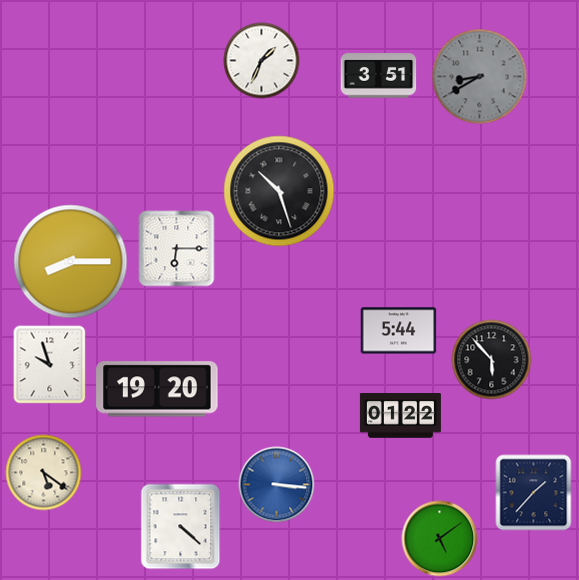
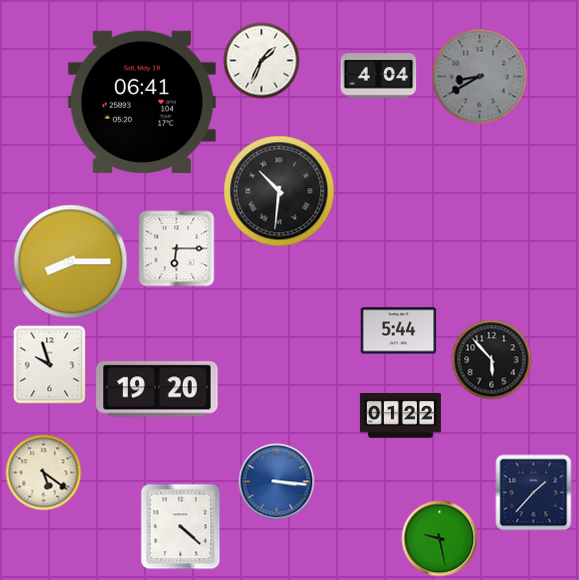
clock at (379, 76): 3:51 -> 4:04
clock at (142, 102): none -> 06:41
clock at (279, 191): 10:27 -> 10:31
clock at (277, 485) position: (277, 485) -> (277, 482)
clock at (440, 539): 5:09 -> 9:28
